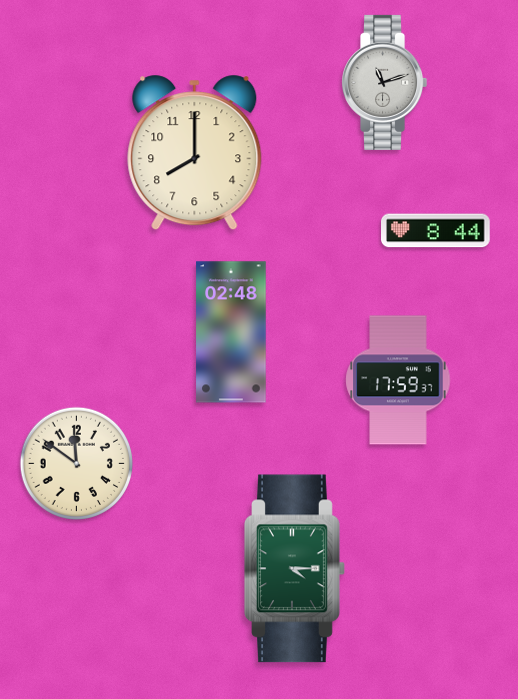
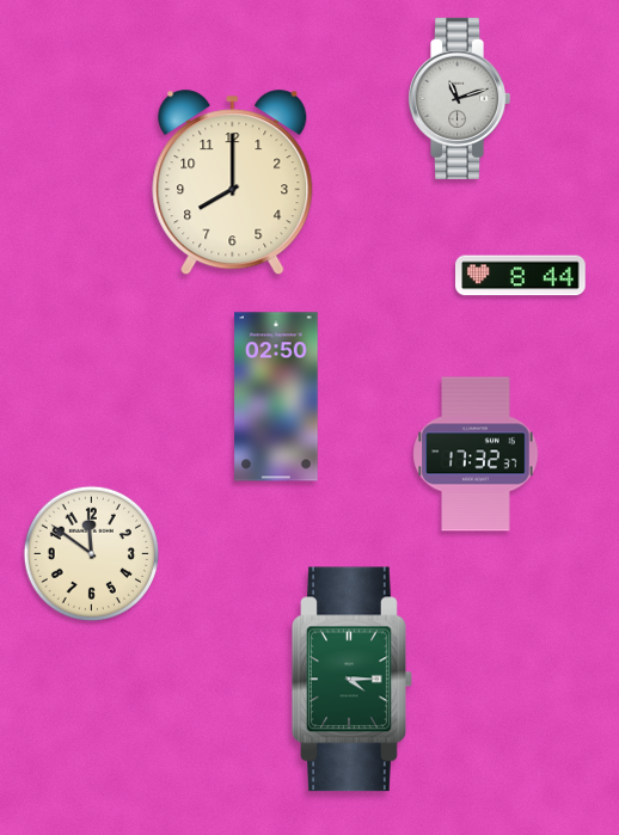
clock at (231, 332): 02:48 -> 02:50
clock at (398, 380): 17:59 -> 17:32
